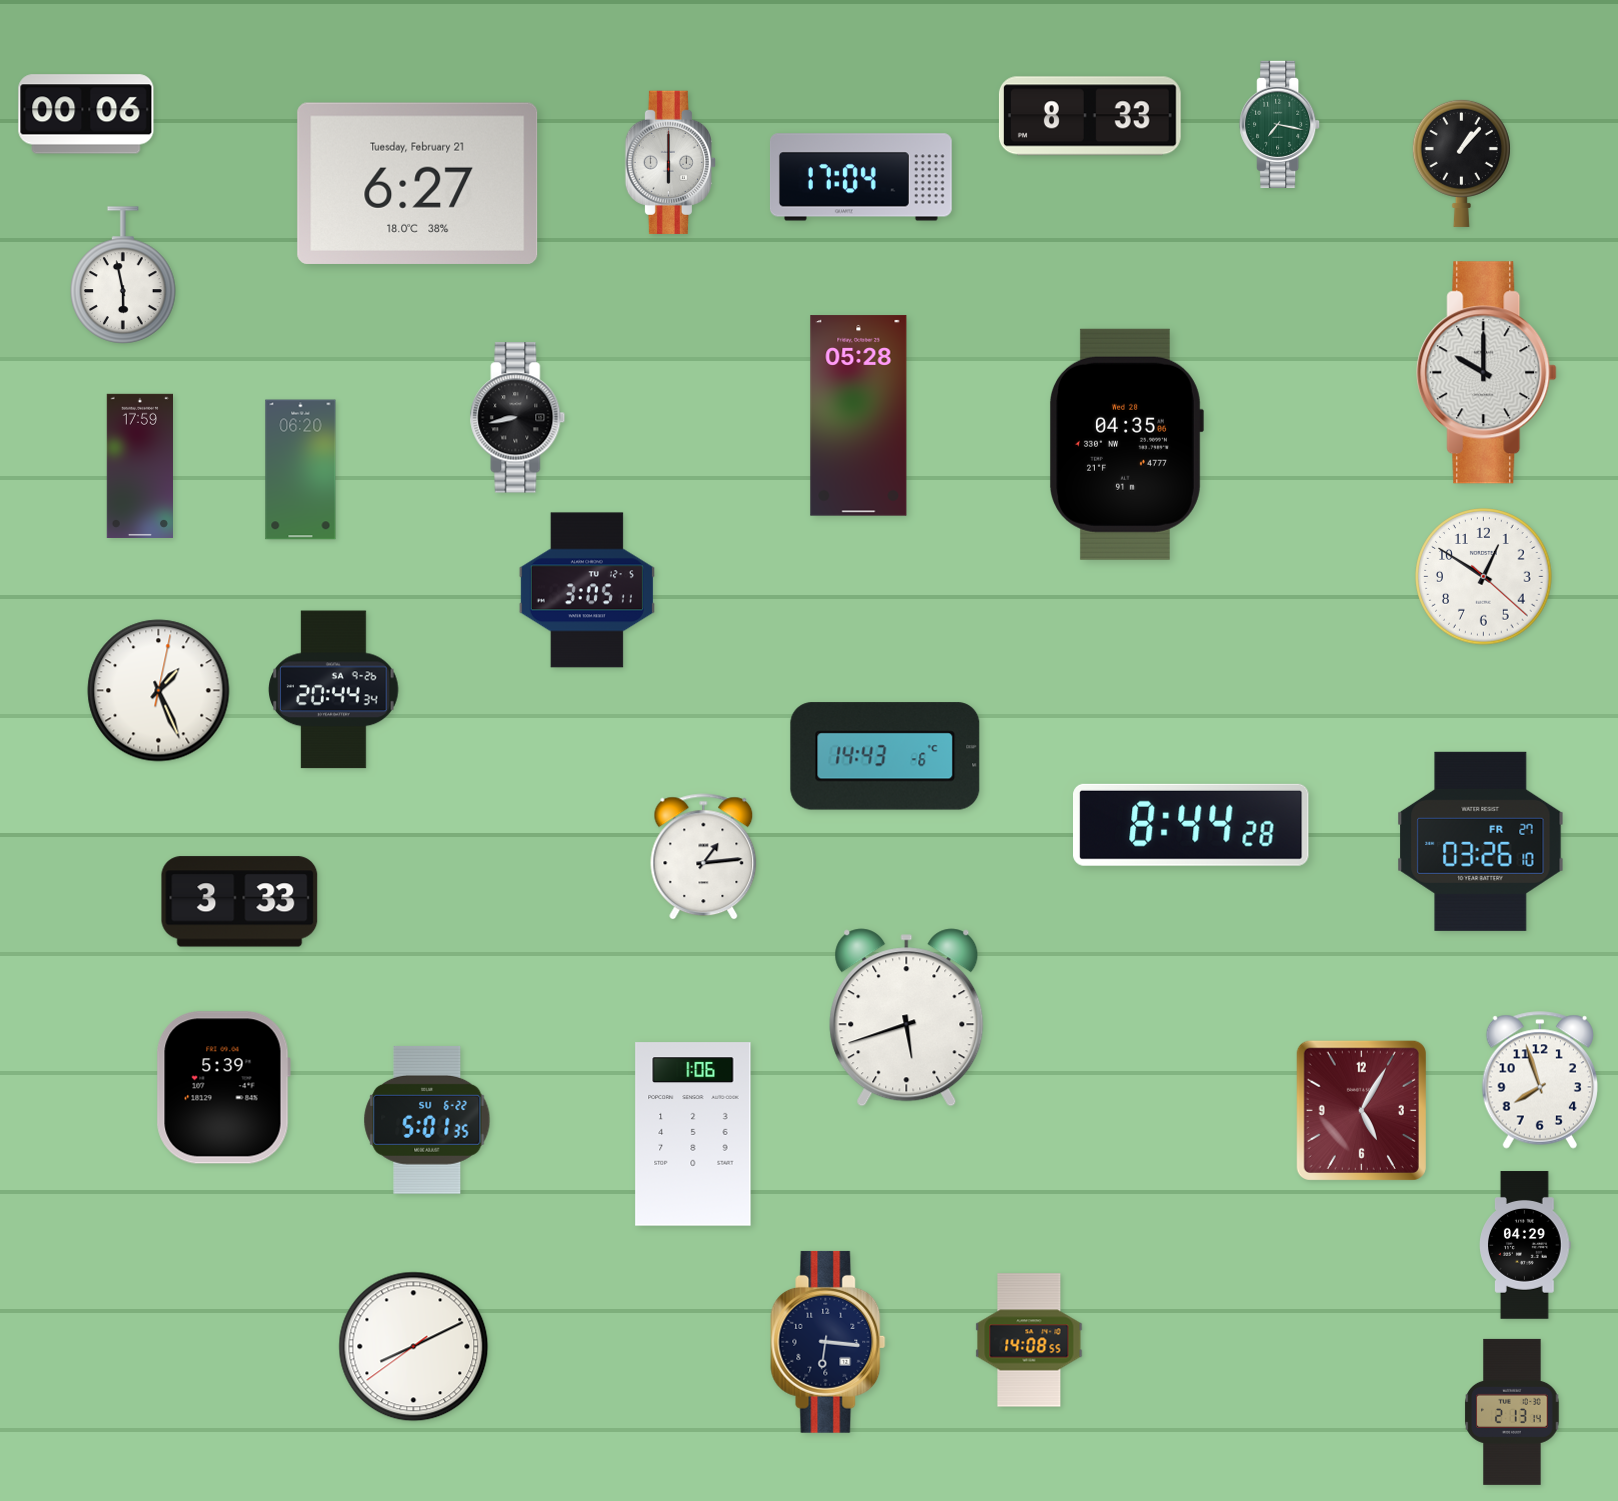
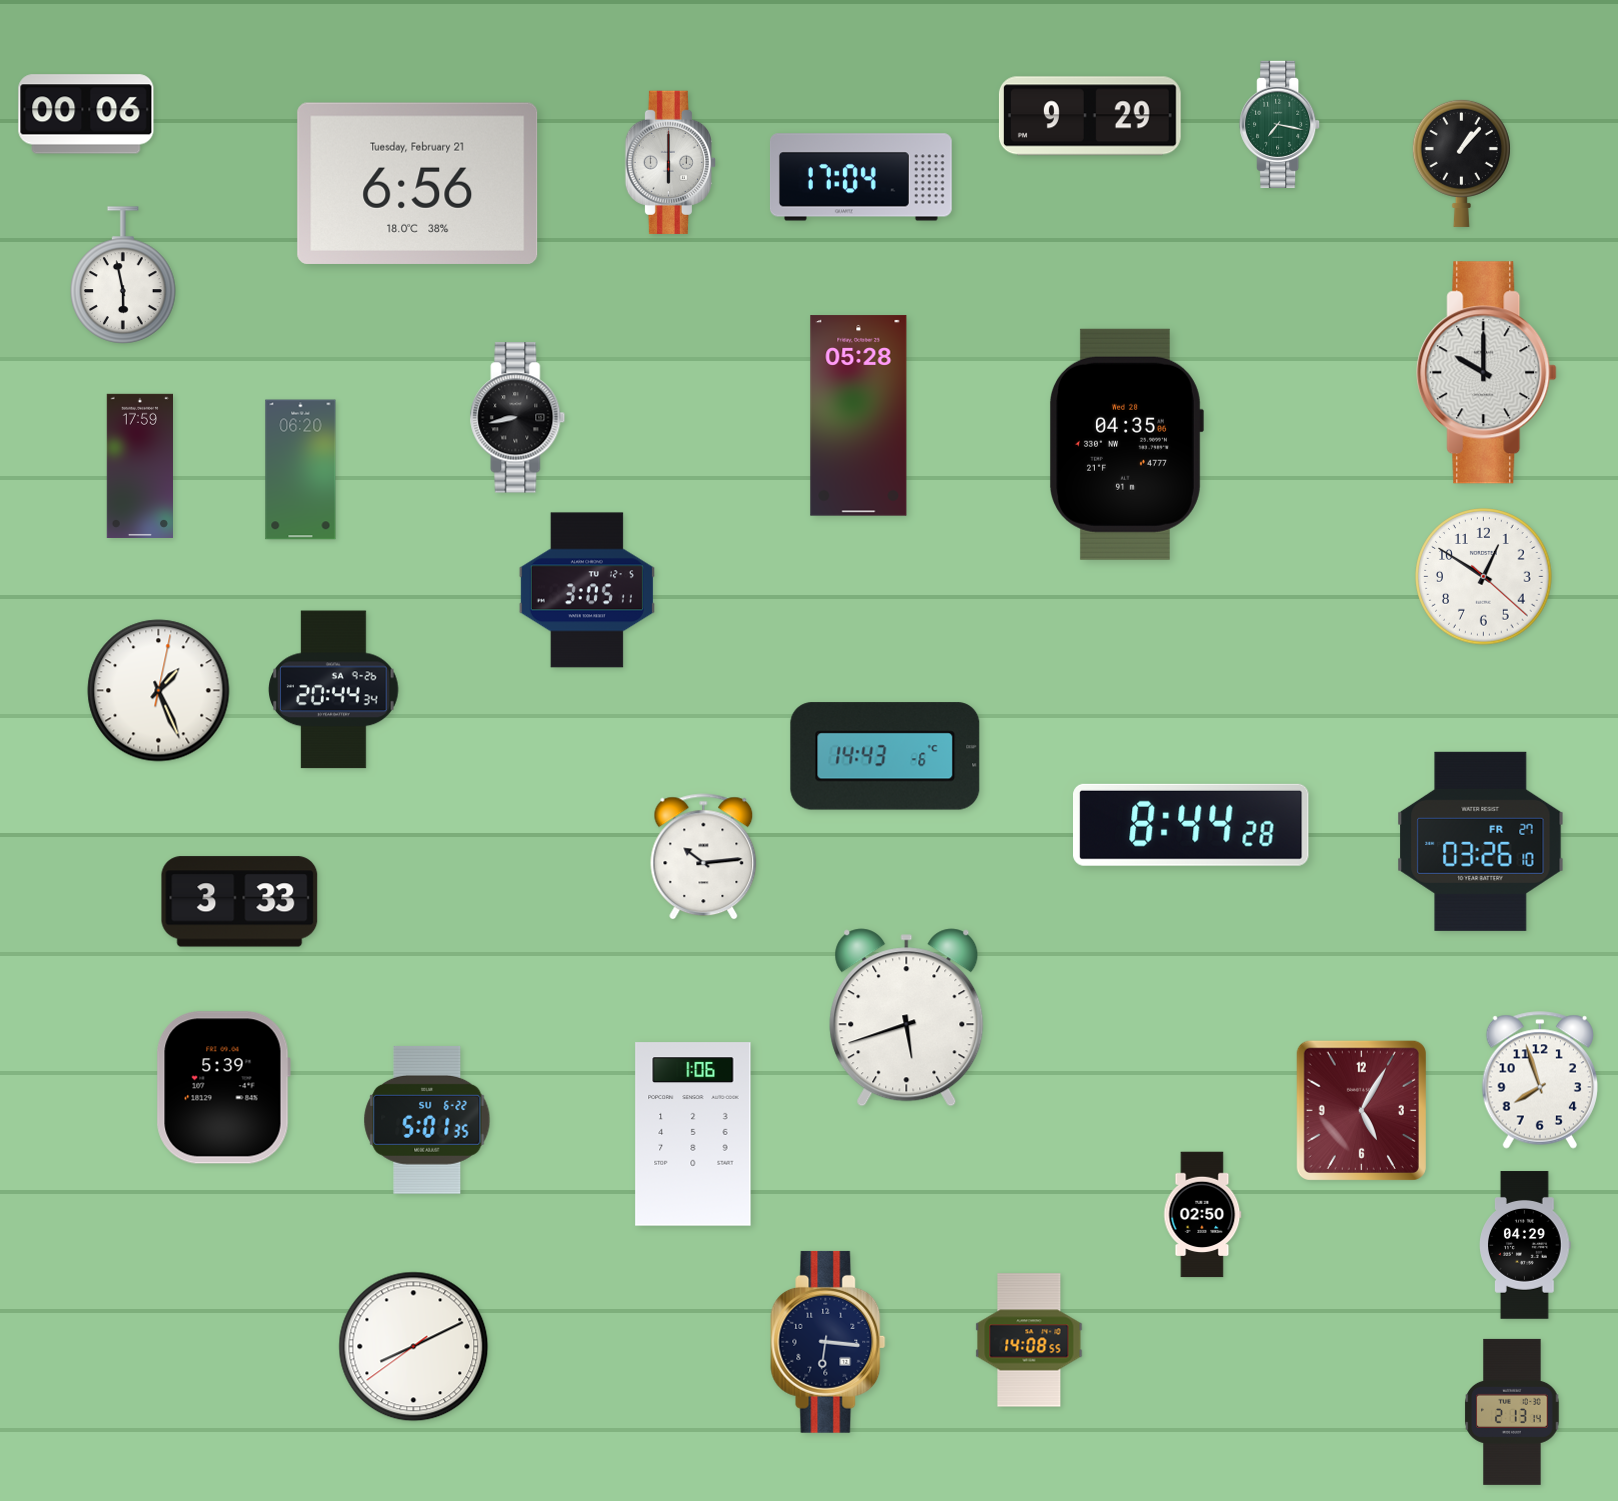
clock at (1090, 116): 8:33 -> 9:29
clock at (418, 183): 6:27 -> 6:56
clock at (704, 857): 1:14 -> 10:14
clock at (1203, 1215): none -> 02:50
